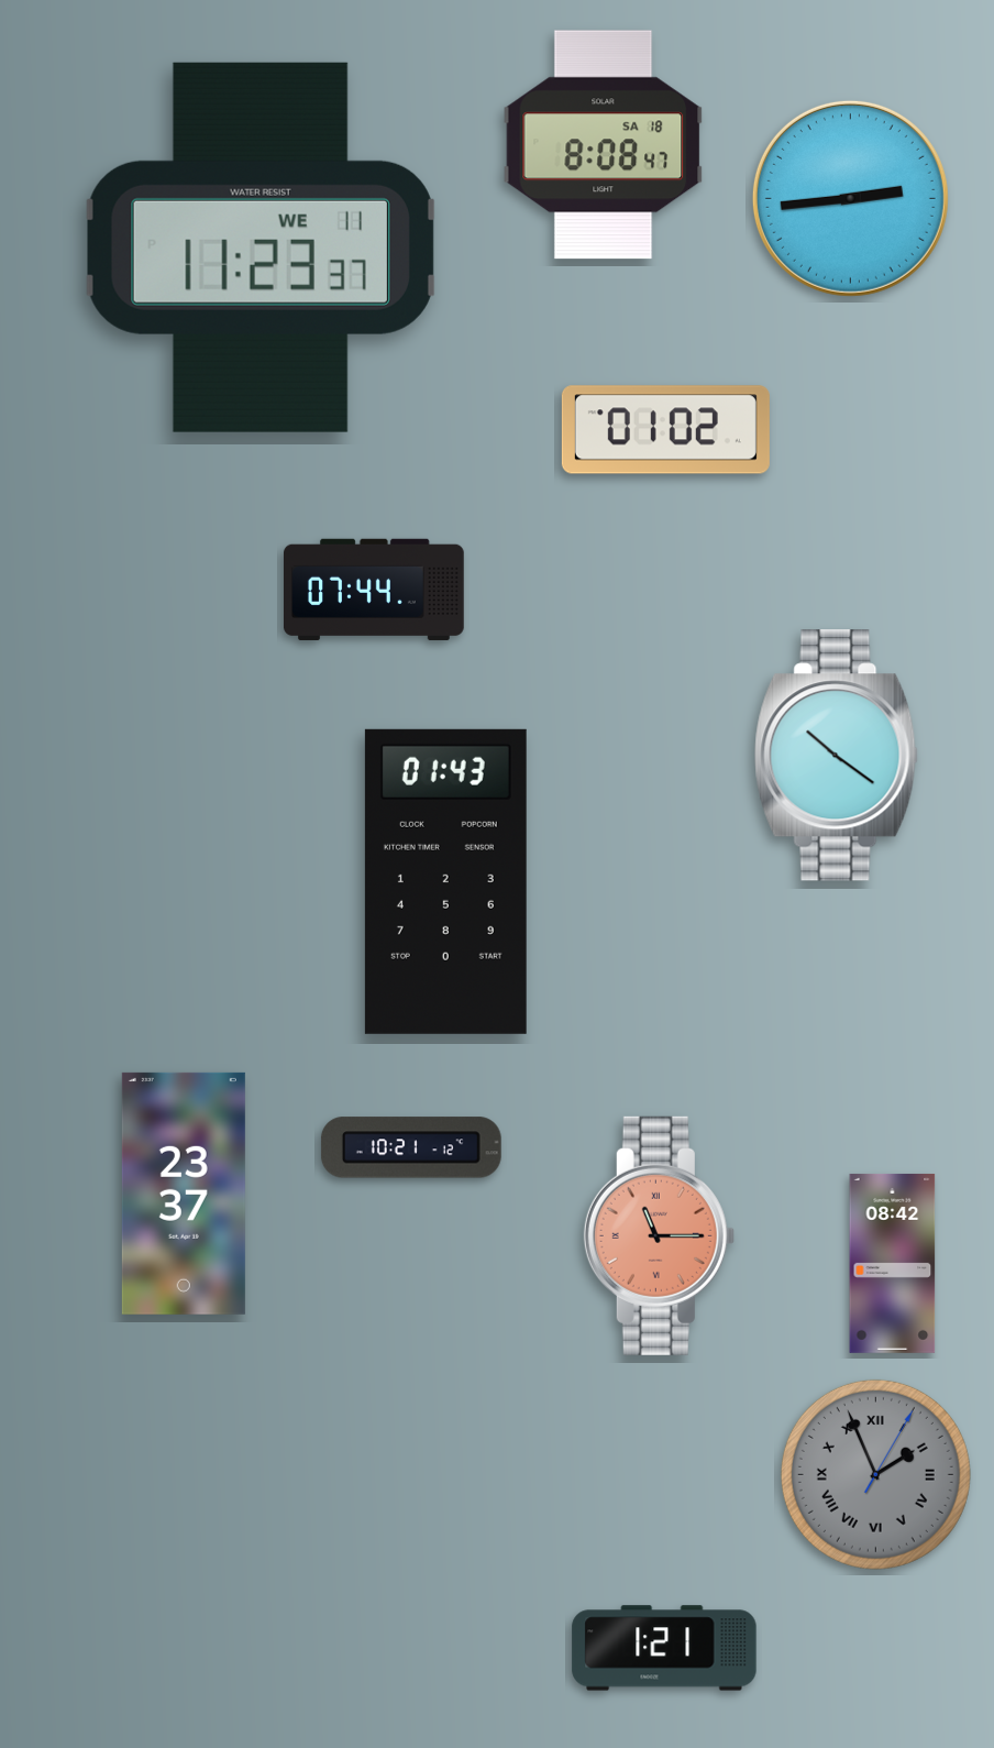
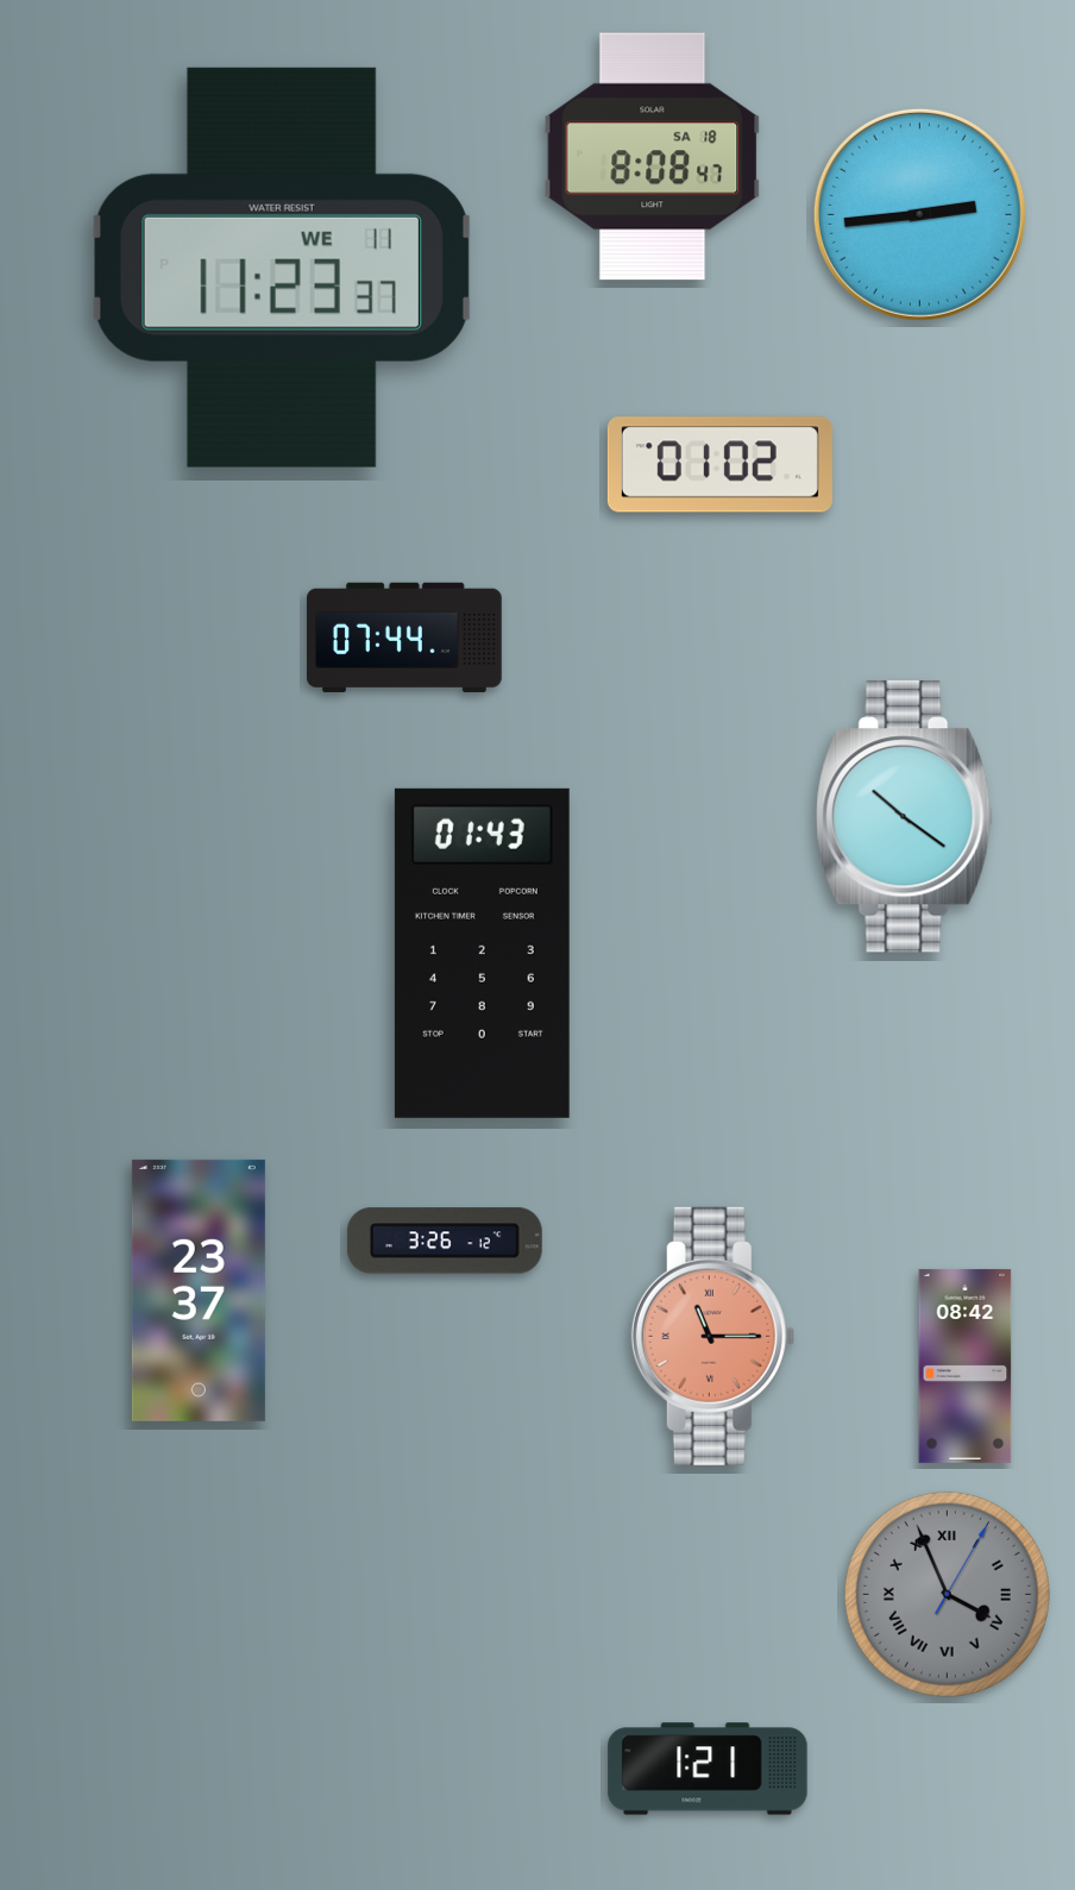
clock at (411, 1147): 10:21 -> 3:26
clock at (875, 1474): 1:56 -> 3:56
clock at (664, 1648) position: (664, 1648) -> (708, 1769)
